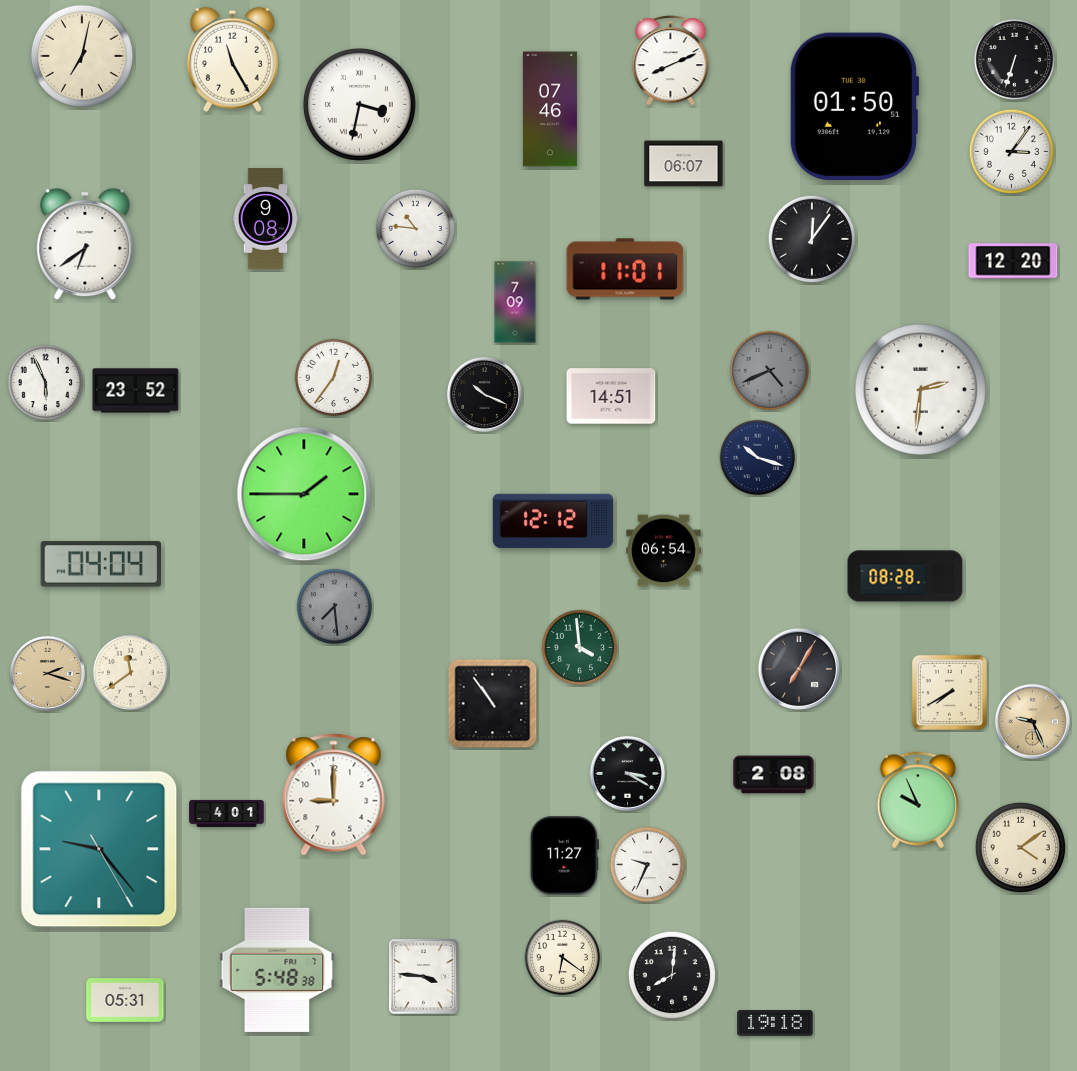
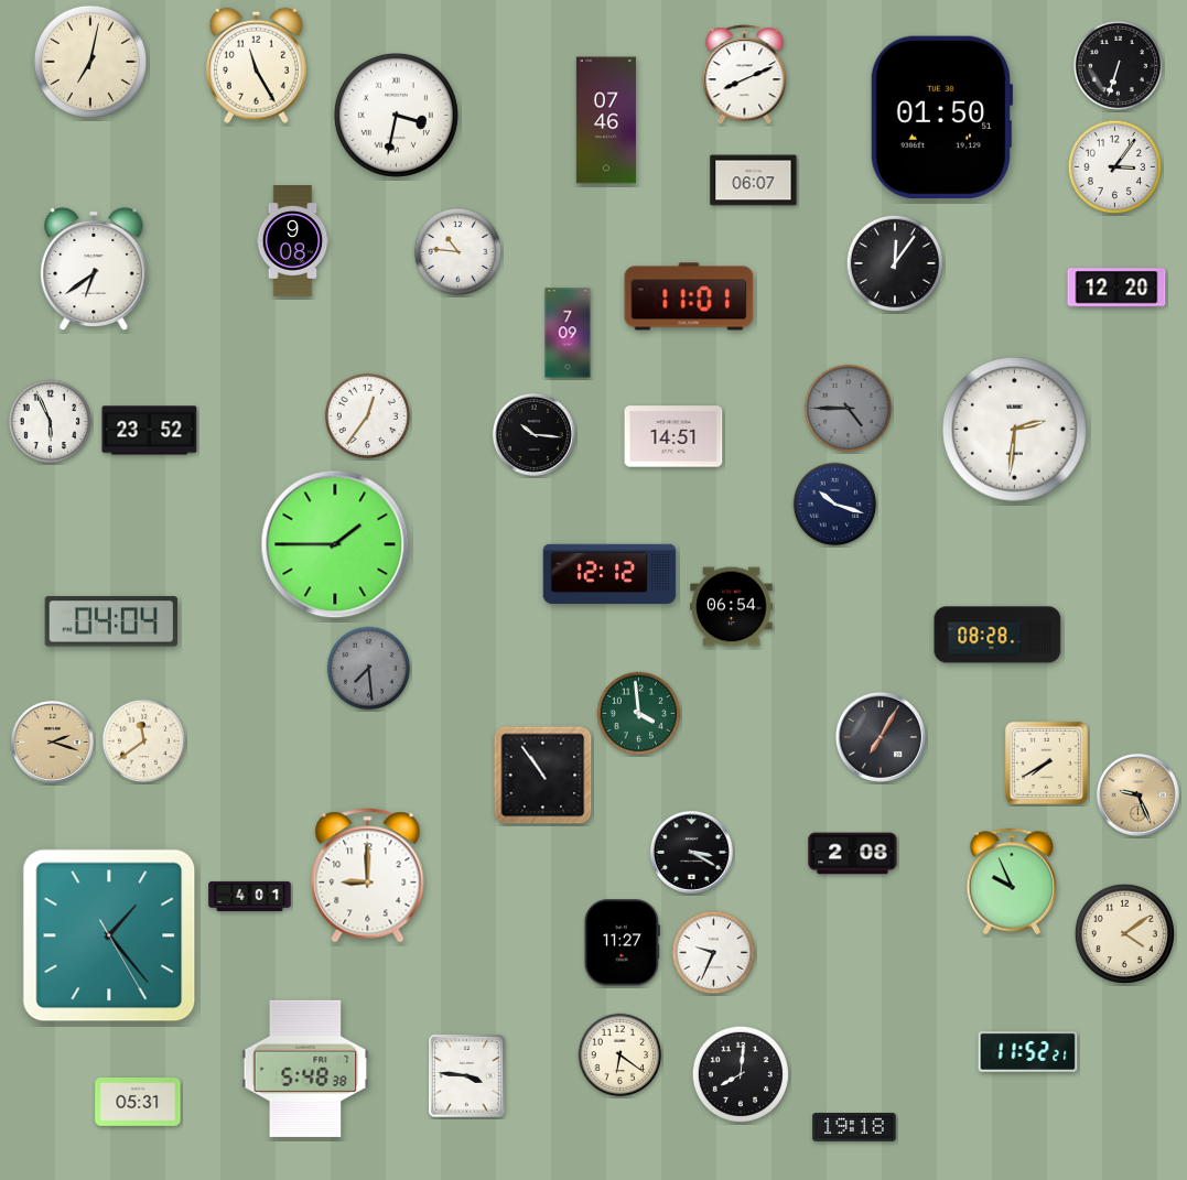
clock at (671, 61) position: (671, 61) -> (745, 75)
clock at (770, 371): 4:41 -> 4:45
clock at (484, 394): 10:19 -> 10:16
clock at (99, 849): 9:23 -> 1:23
clock at (1028, 1052): none -> 11:52
